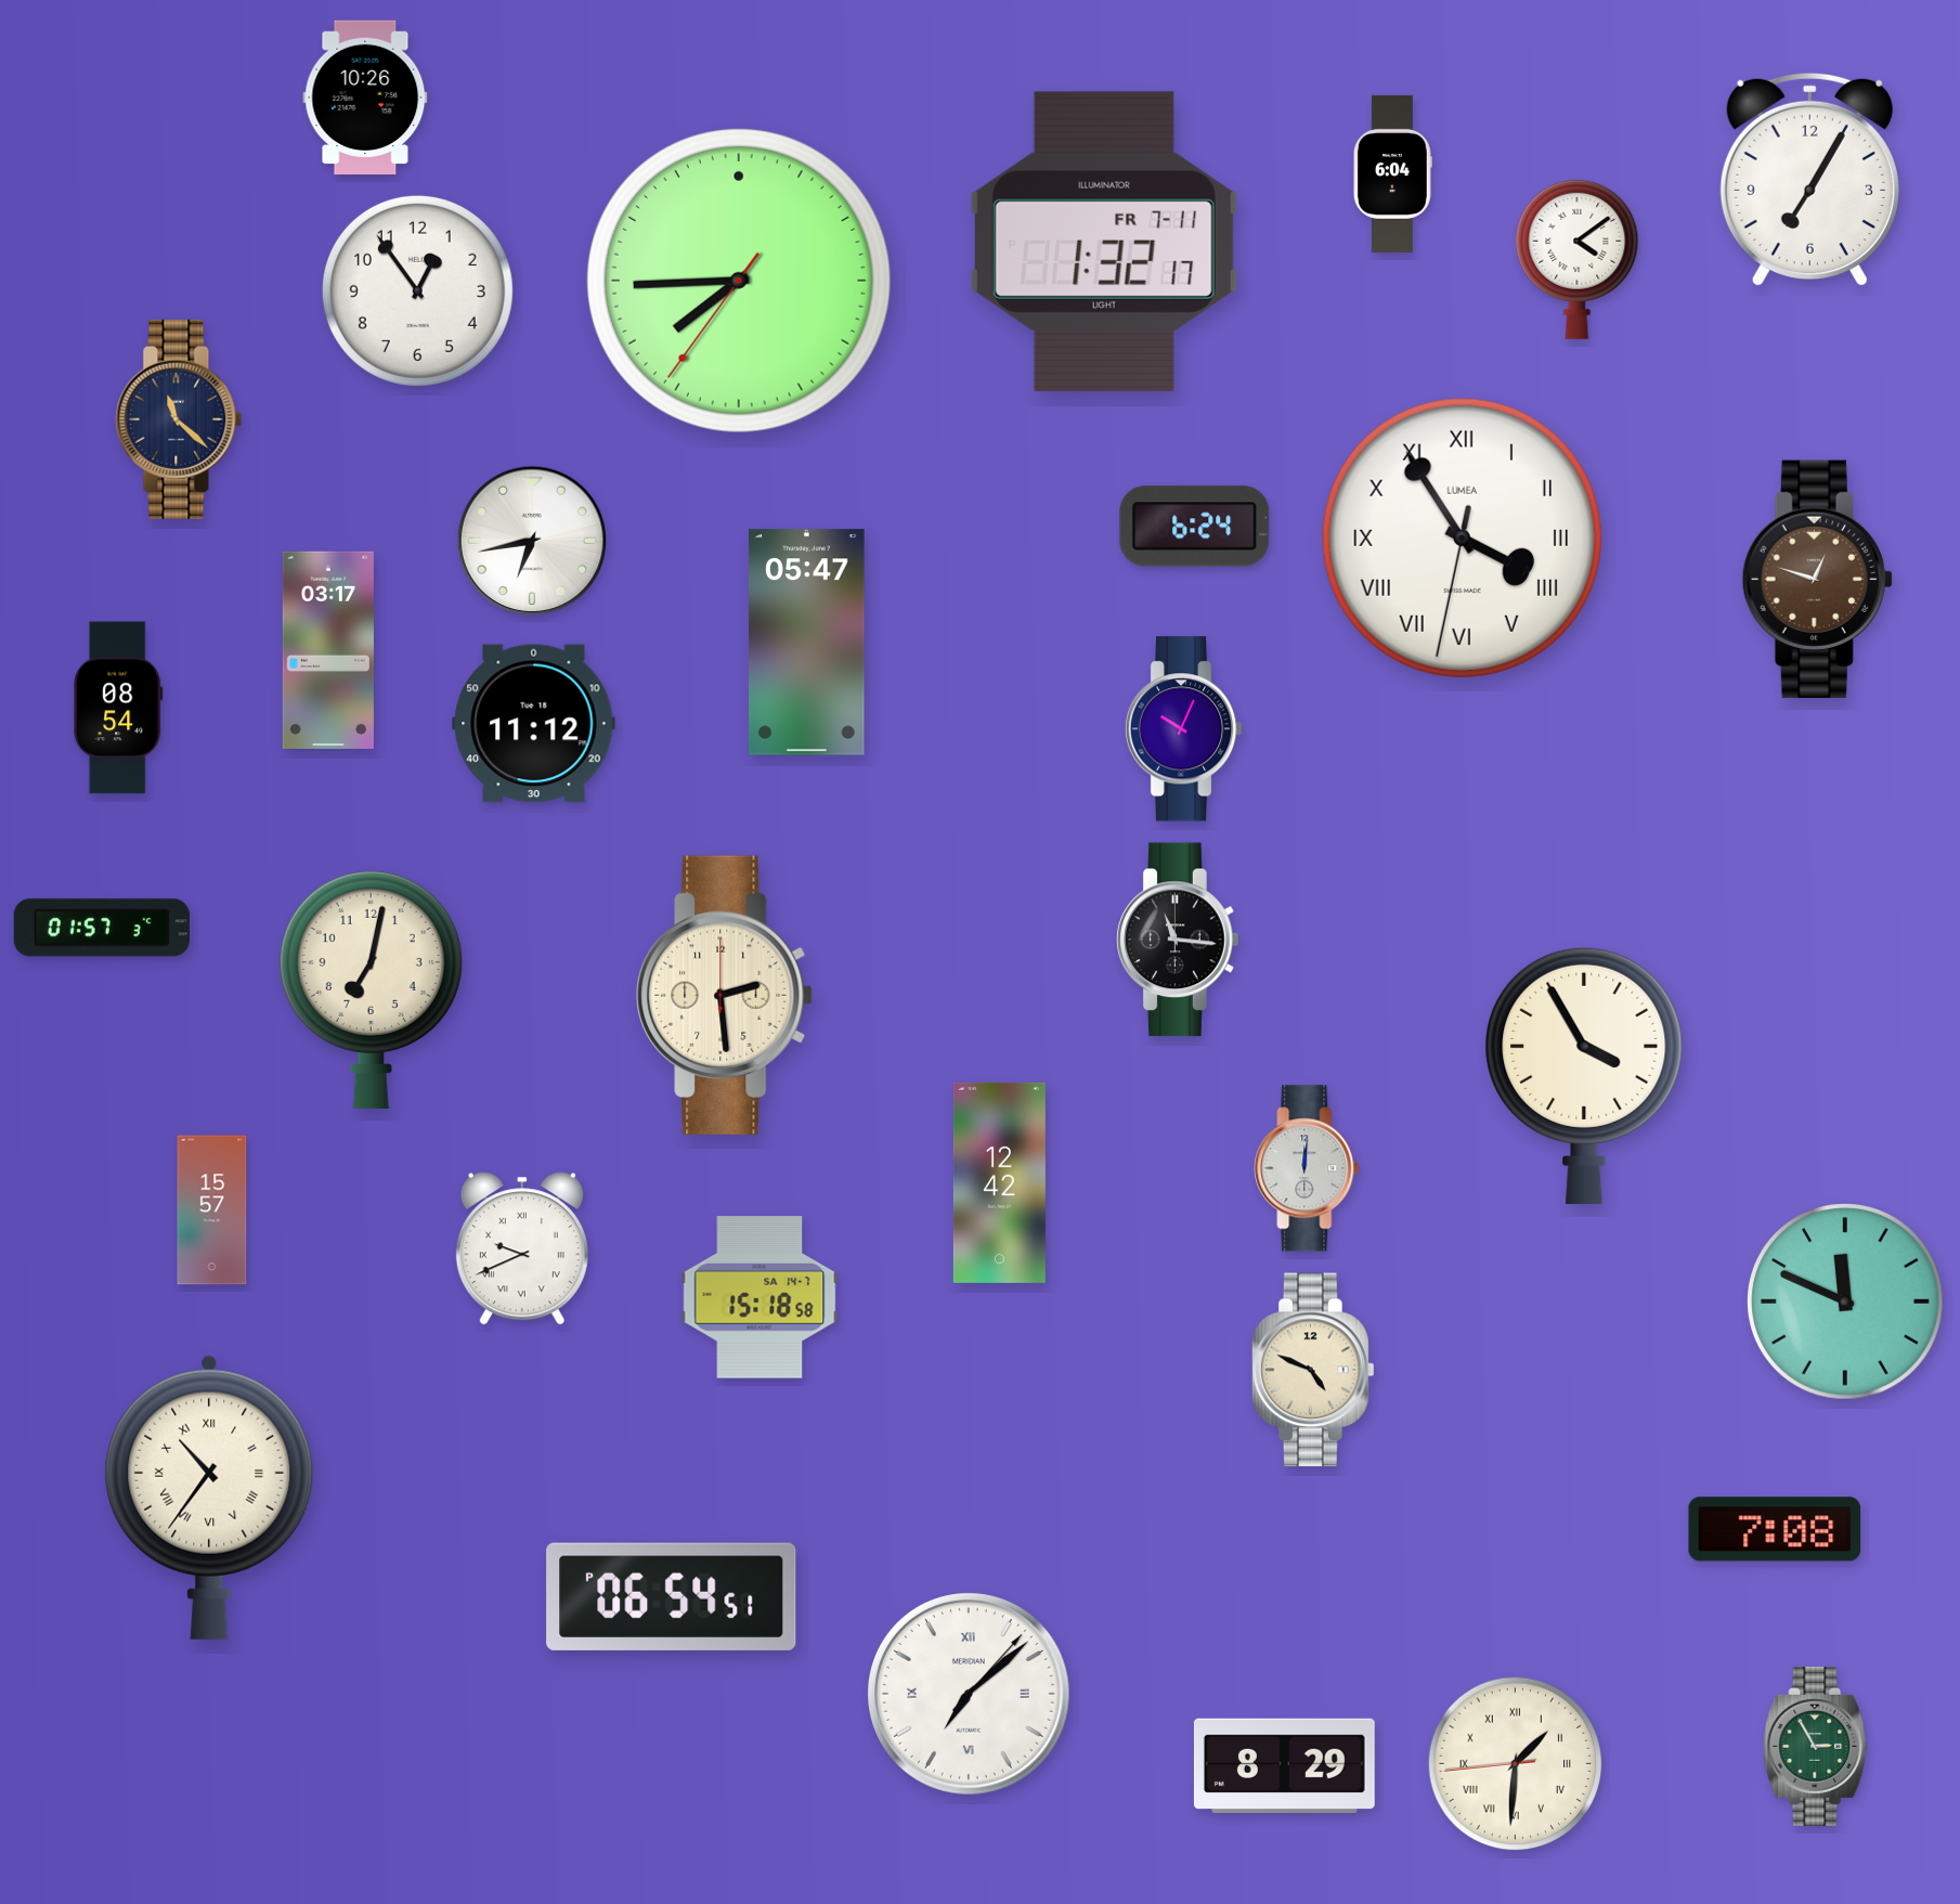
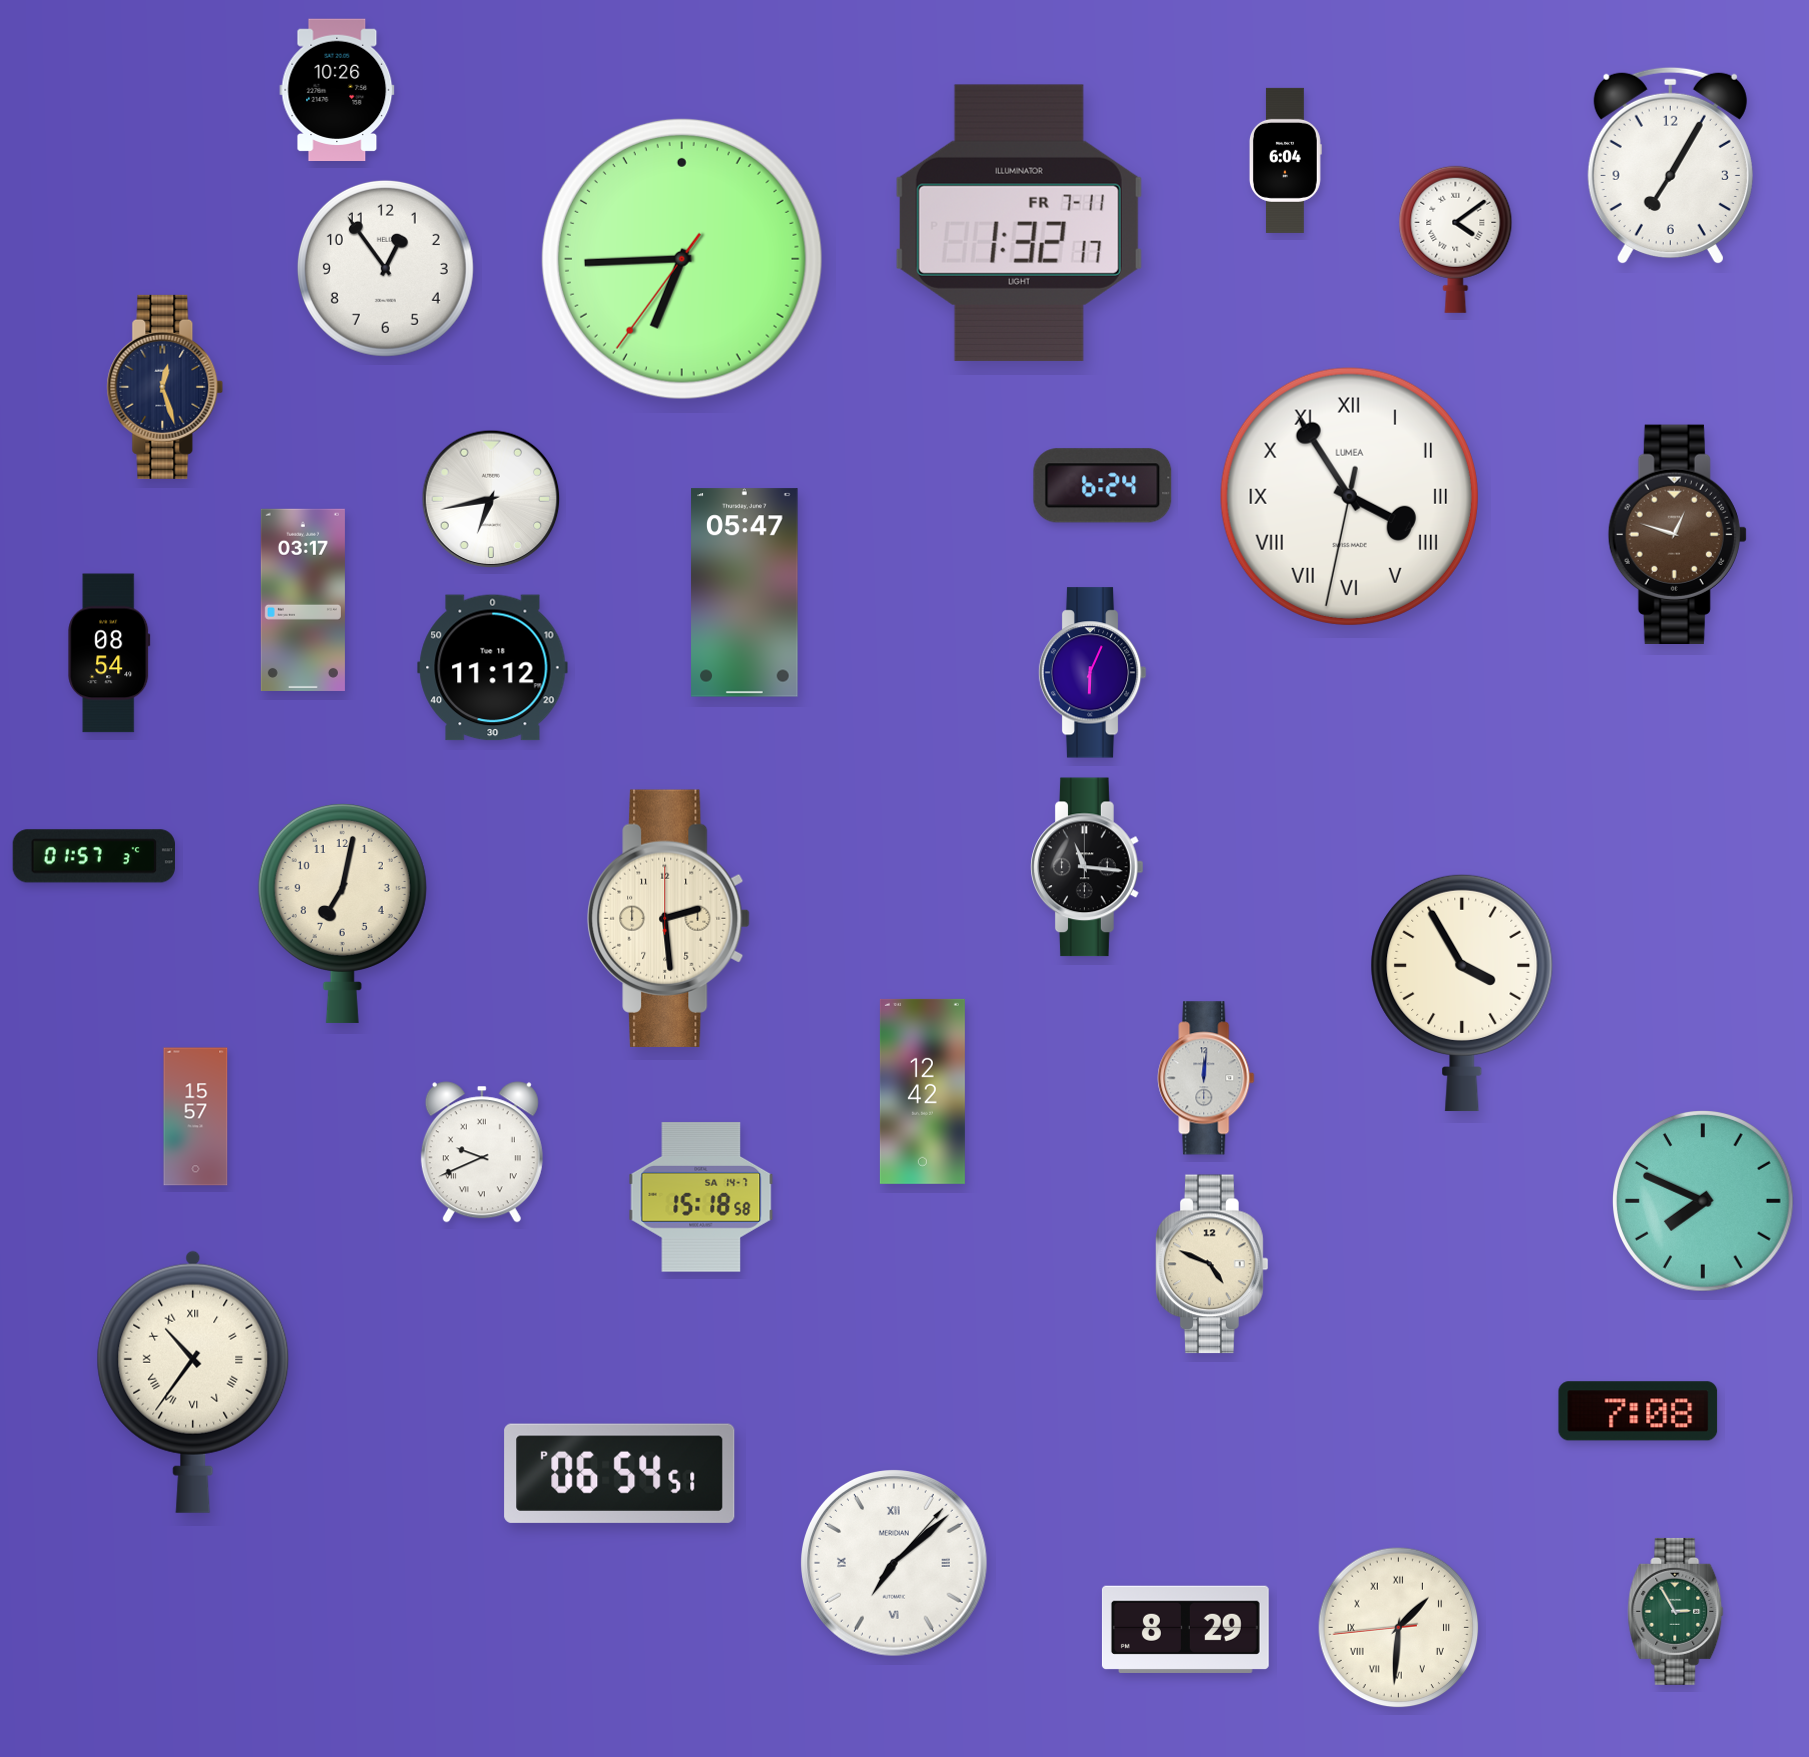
clock at (739, 281): 7:44 -> 6:44
clock at (179, 419): 11:22 -> 12:27
clock at (1183, 729): 10:04 -> 6:04
clock at (1846, 1303): 11:49 -> 7:49
